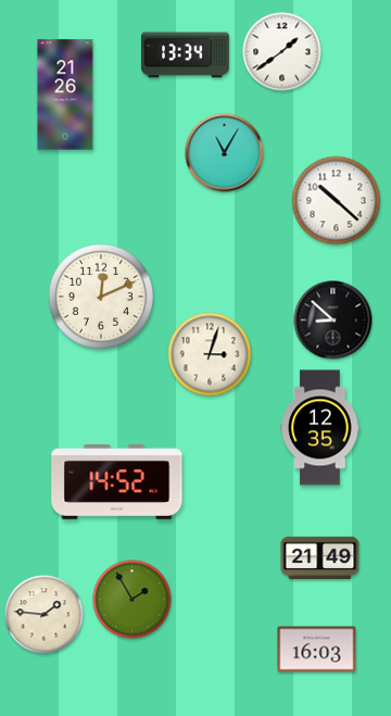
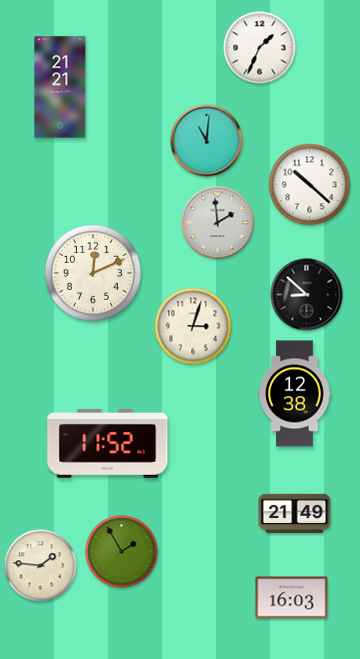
clock at (282, 52): 1:39 -> 1:34
clock at (186, 55): 13:34 -> none
clock at (65, 95): 21:26 -> 21:21
clock at (225, 153): 11:05 -> 11:01
clock at (218, 223): none -> 1:59
clock at (320, 428): 12:35 -> 12:38
clock at (117, 482): 14:52 -> 11:52
